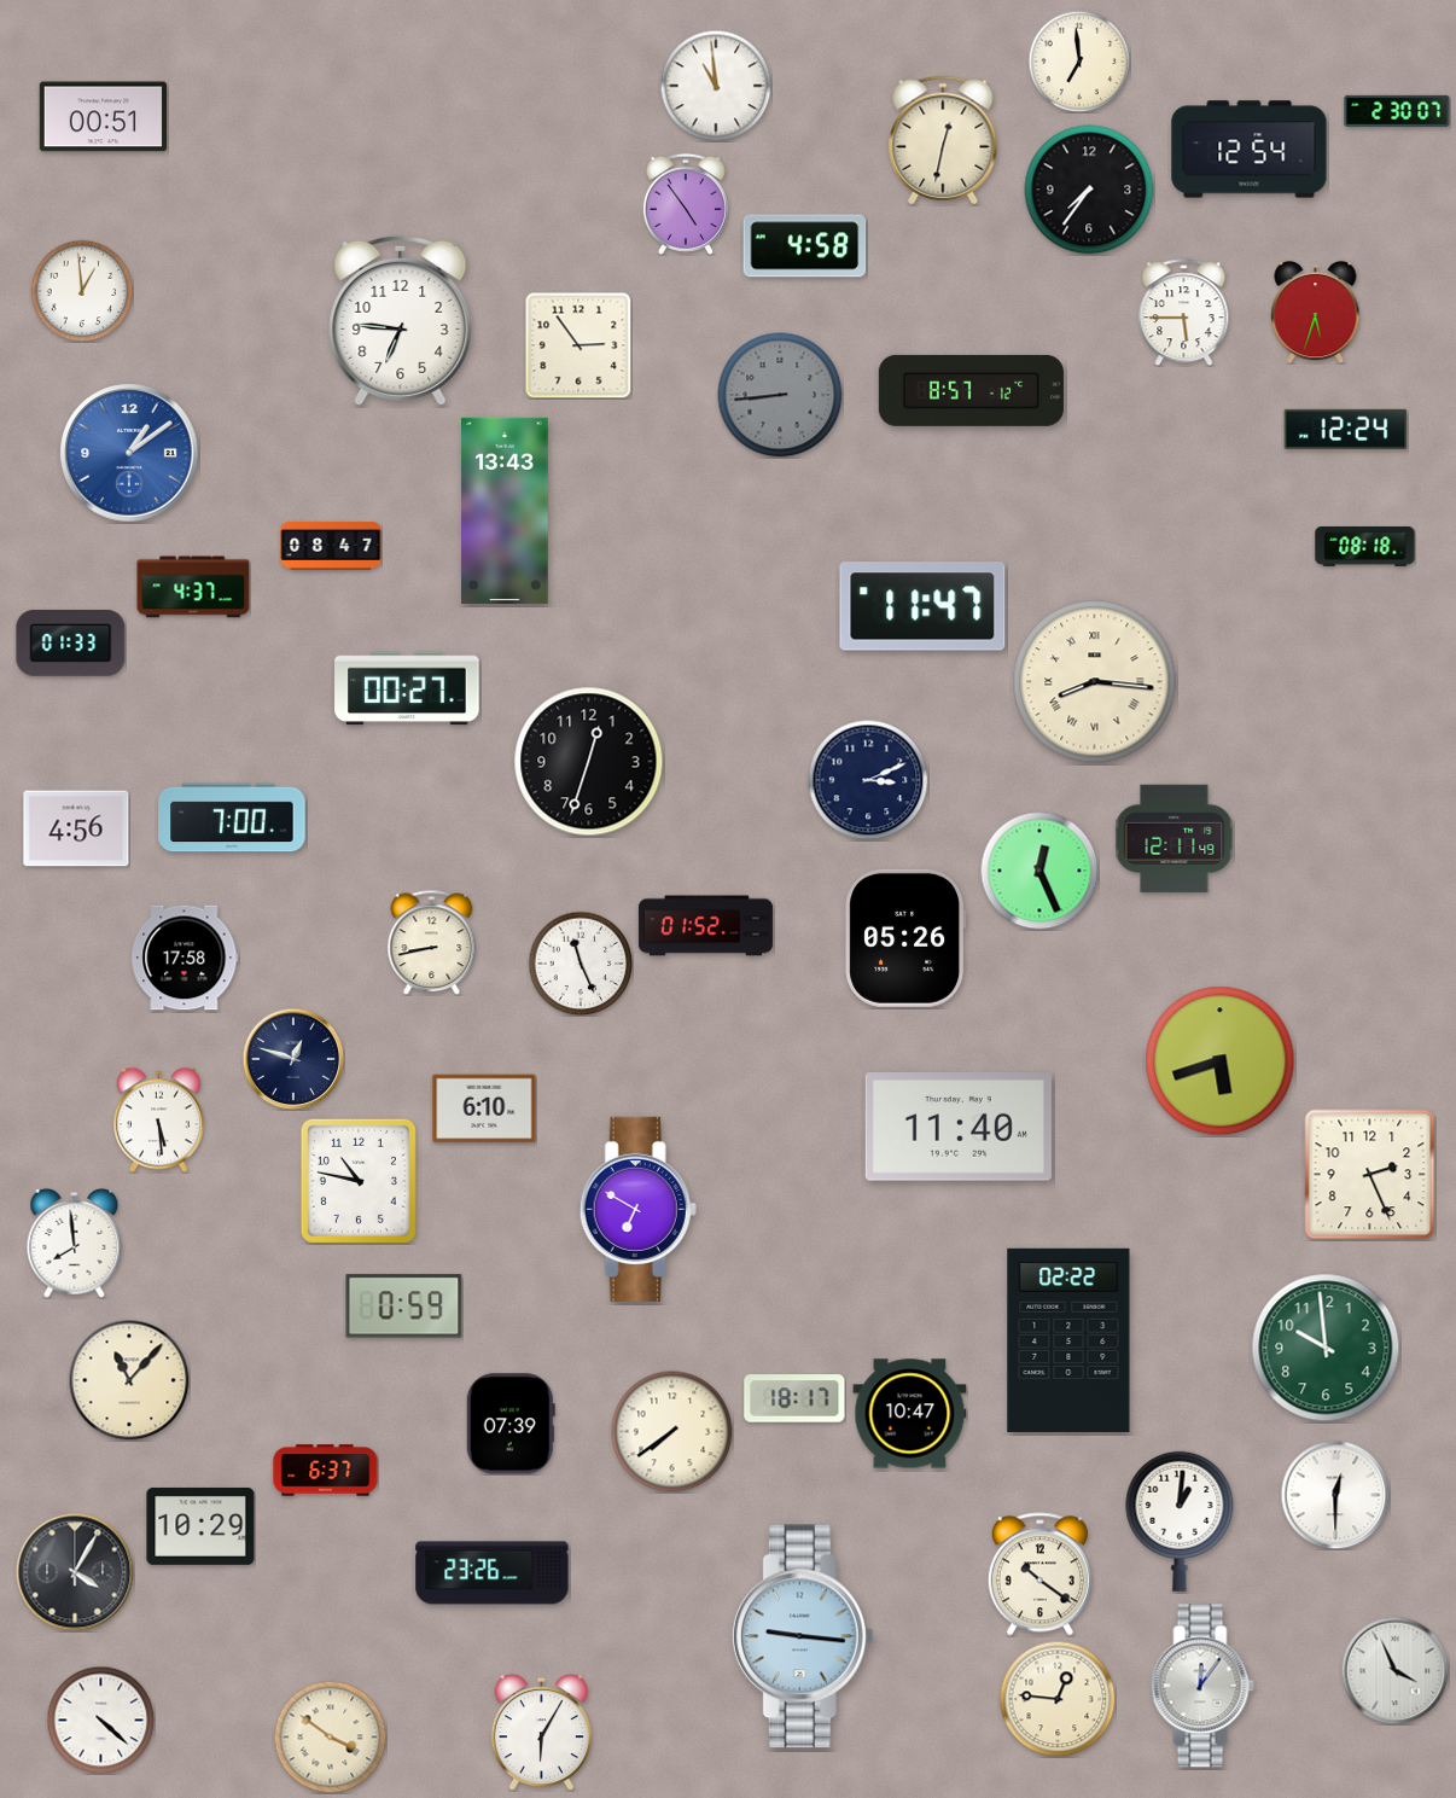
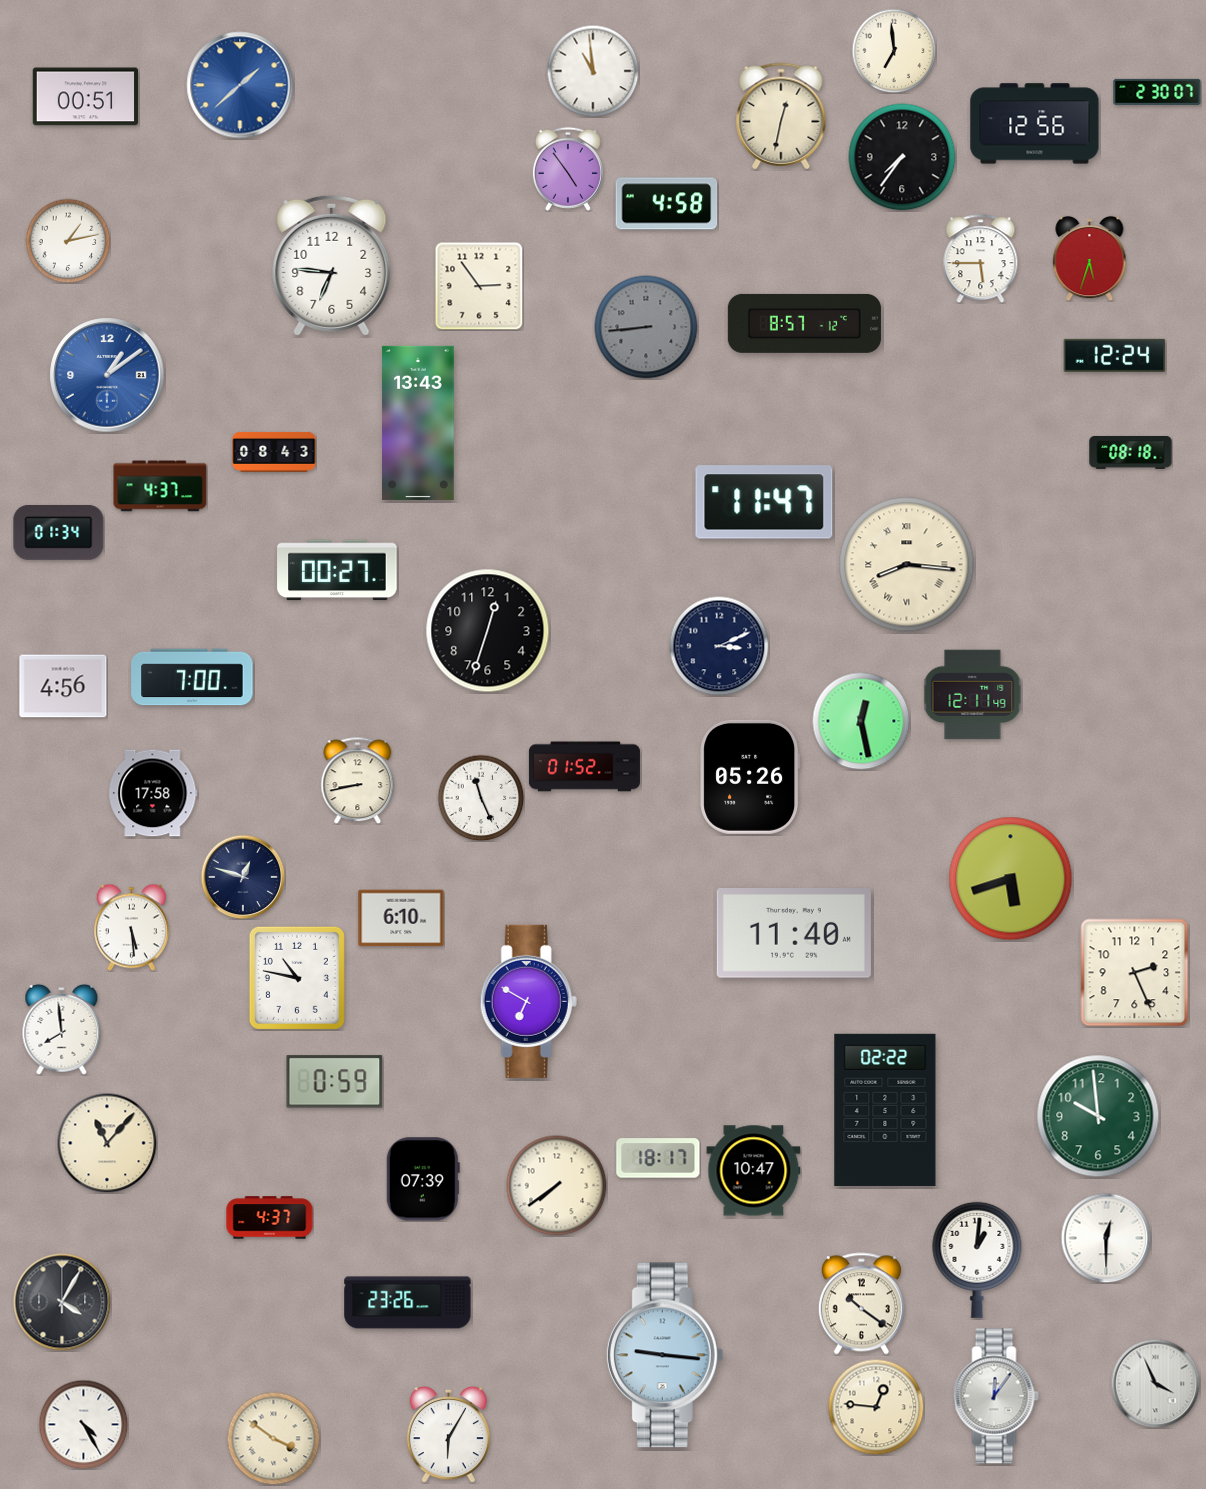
clock at (240, 85): none -> 1:38
clock at (1250, 150): 12:54 -> 12:56
clock at (82, 291): 12:59 -> 1:13
clock at (331, 546): 08:47 -> 08:43
clock at (71, 642): 01:33 -> 01:34
clock at (1039, 871): 12:26 -> 12:28
clock at (326, 1471): 6:37 -> 4:37
clock at (200, 1526): 10:29 -> none
clock at (100, 1720): 4:22 -> 4:25
